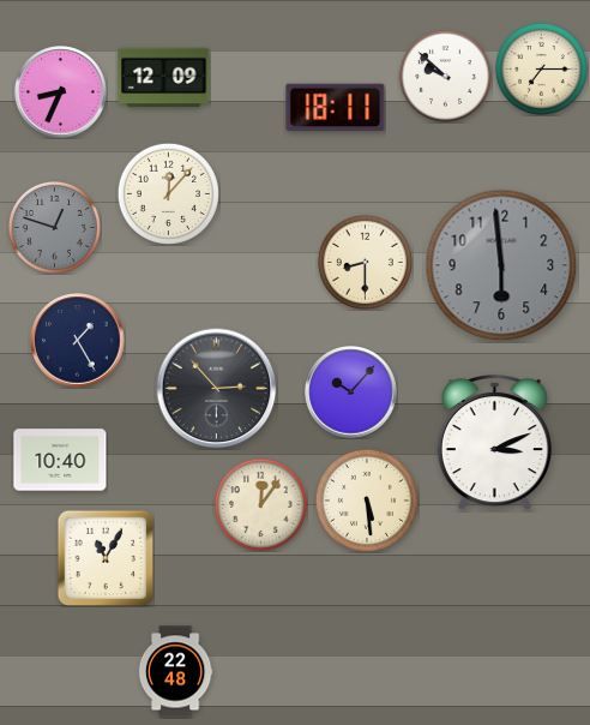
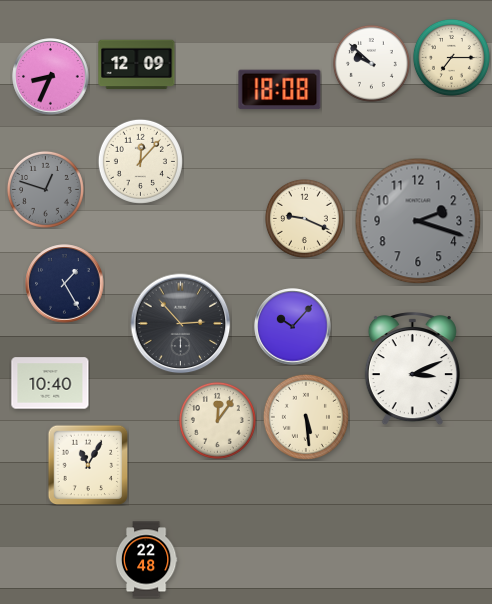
clock at (336, 108): 18:11 -> 18:08
clock at (365, 262): 8:30 -> 9:19
clock at (501, 265): 5:59 -> 2:18
